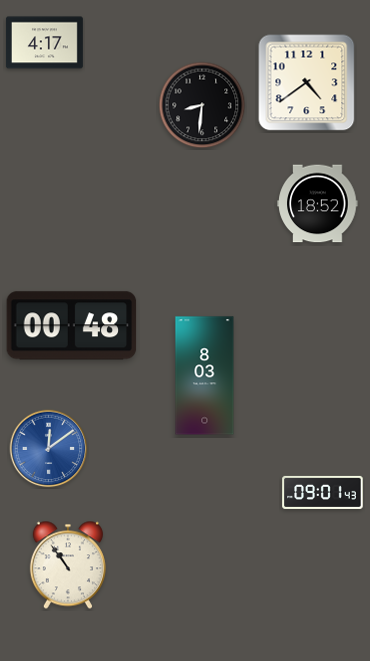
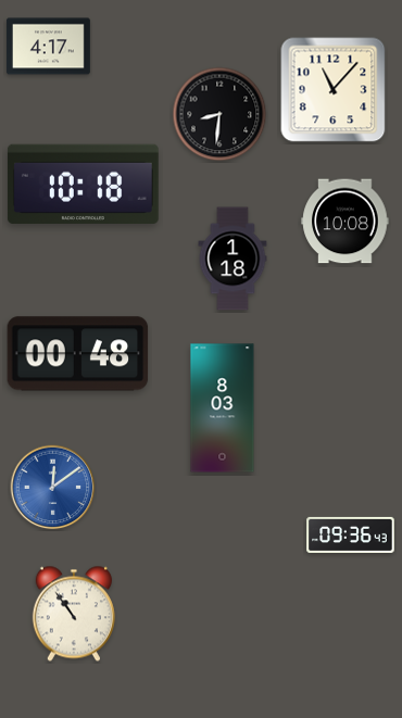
clock at (307, 83): 4:39 -> 11:07
clock at (83, 184): none -> 10:18
clock at (318, 204): 18:52 -> 10:08
clock at (233, 259): none -> 1:18
clock at (323, 492): 09:01 -> 09:36
